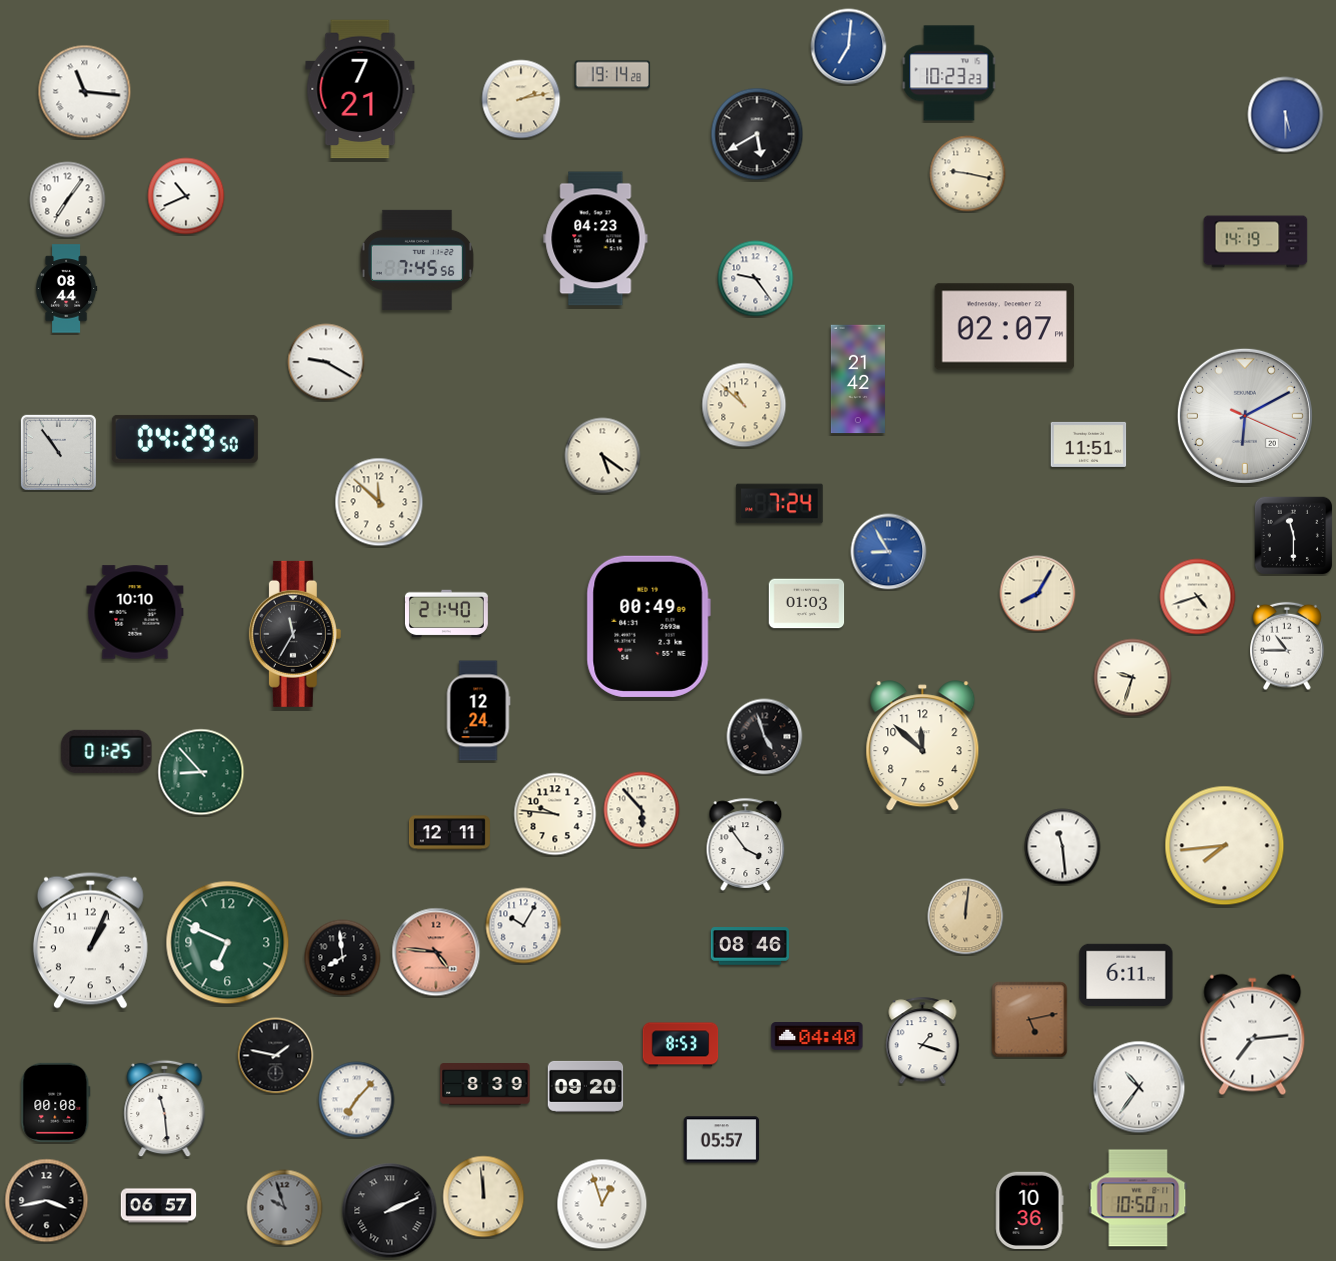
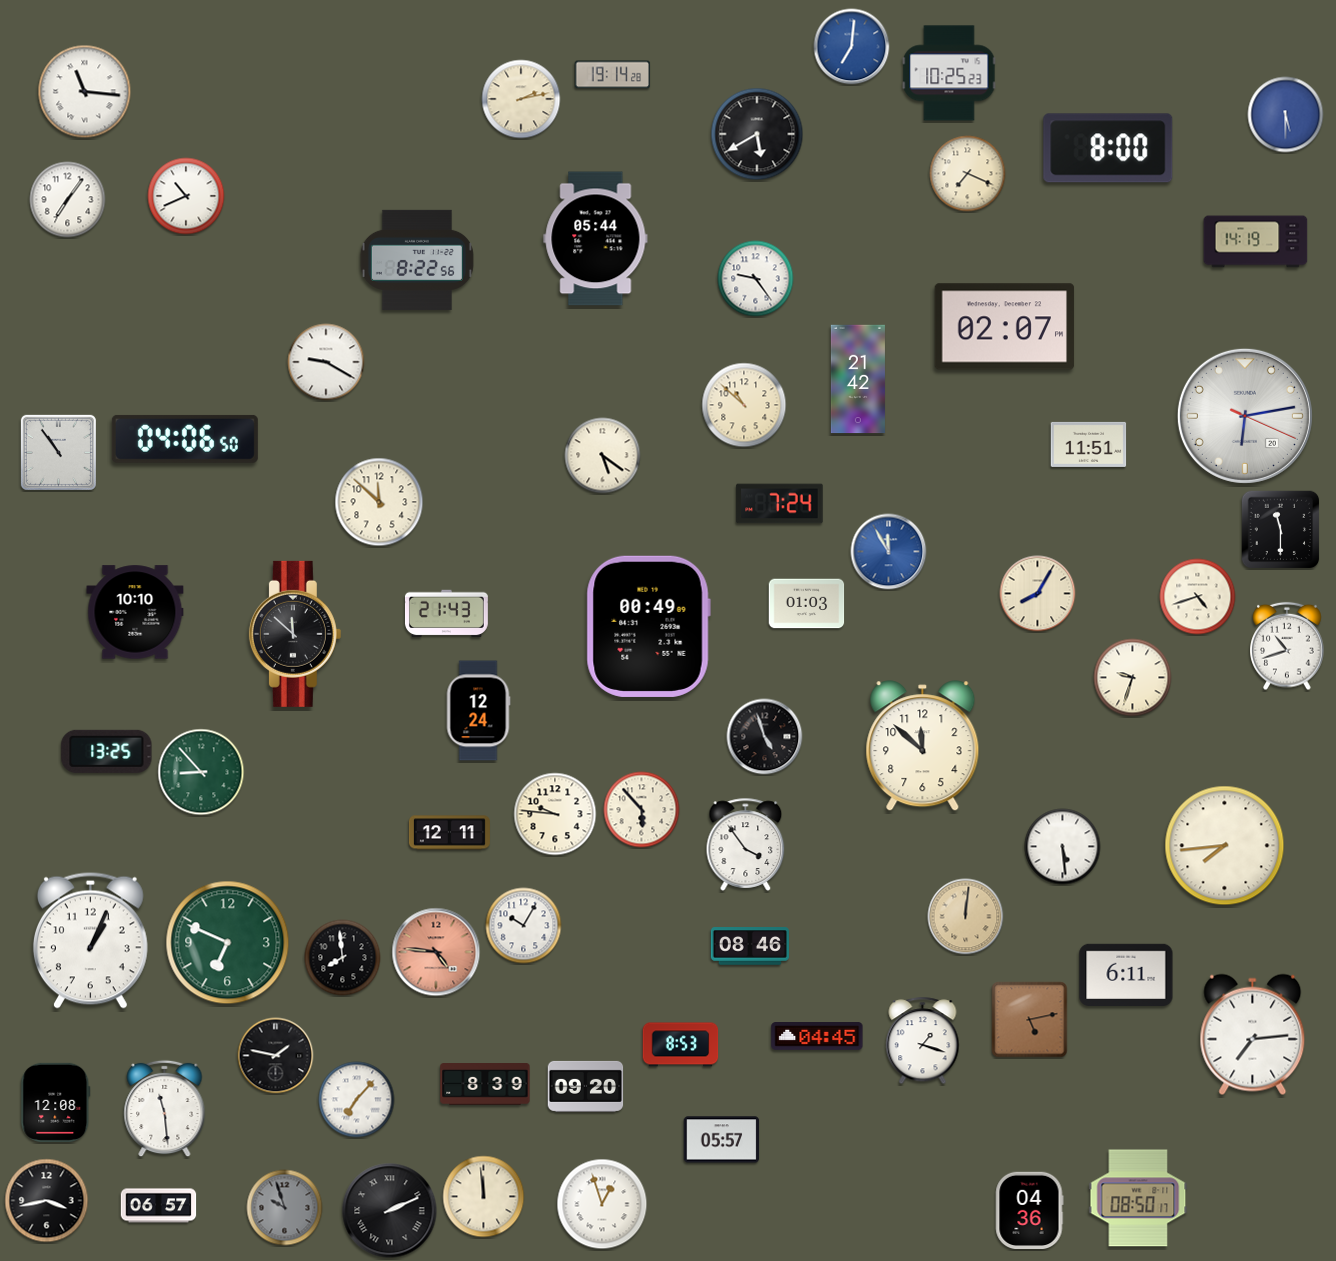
clock at (849, 47) position: (849, 47) -> (852, 47)
clock at (949, 73): 10:23 -> 10:25
clock at (360, 89): 7:21 -> none
clock at (1108, 148): none -> 8:00
clock at (968, 174): 9:17 -> 7:19
clock at (596, 239): 04:23 -> 05:44
clock at (417, 260): 7:45 -> 8:22
clock at (66, 289): 08:44 -> none
clock at (1245, 416): 6:10 -> 6:13
clock at (185, 439): 04:29 -> 04:06
clock at (1294, 536) position: (1294, 536) -> (1281, 530)
clock at (889, 552): 8:55 -> 11:55
clock at (446, 614): 21:40 -> 21:43
clock at (295, 634): 11:35 -> 11:52
clock at (1287, 646): 10:45 -> 10:42
clock at (107, 751): 01:25 -> 13:25
clock at (1063, 847): 11:29 -> 5:29
clock at (817, 1037): 04:40 -> 04:45
clock at (1139, 1087): 10:36 -> none
clock at (56, 1102): 00:08 -> 12:08
clock at (1138, 1198): 10:50 -> 08:50
clock at (1029, 1210): 10:36 -> 04:36
